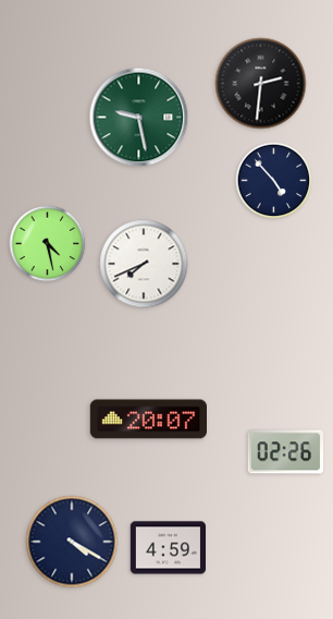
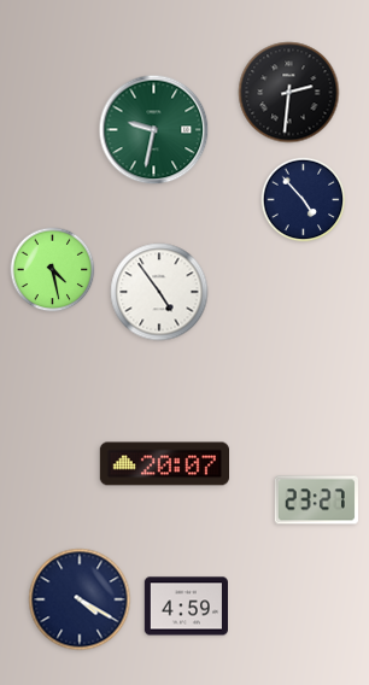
clock at (139, 118): 9:28 -> 9:32
clock at (144, 264): 7:41 -> 4:54
clock at (285, 452): 02:26 -> 23:27
